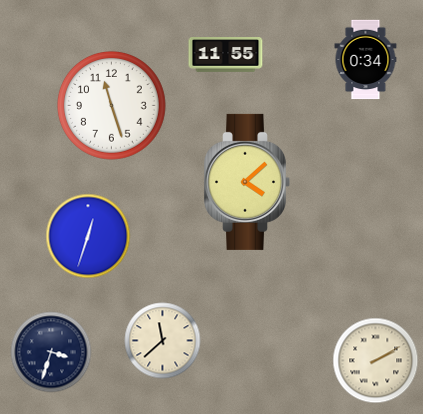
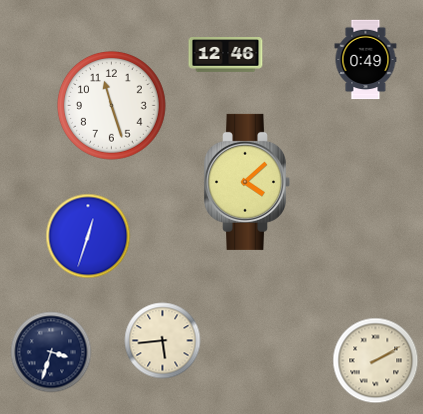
clock at (226, 55): 11:55 -> 12:46
clock at (366, 60): 0:34 -> 0:49
clock at (163, 341): 11:38 -> 5:44
